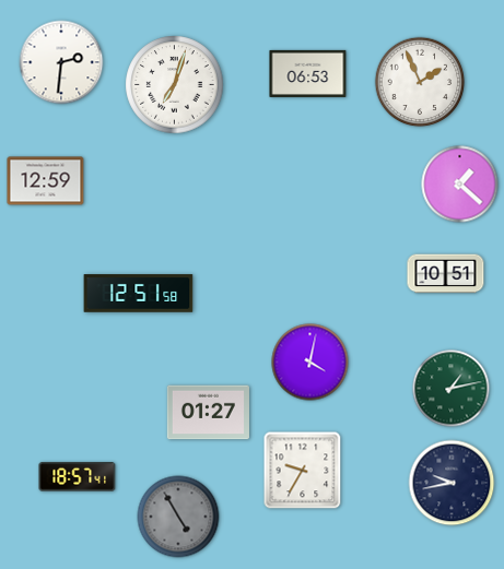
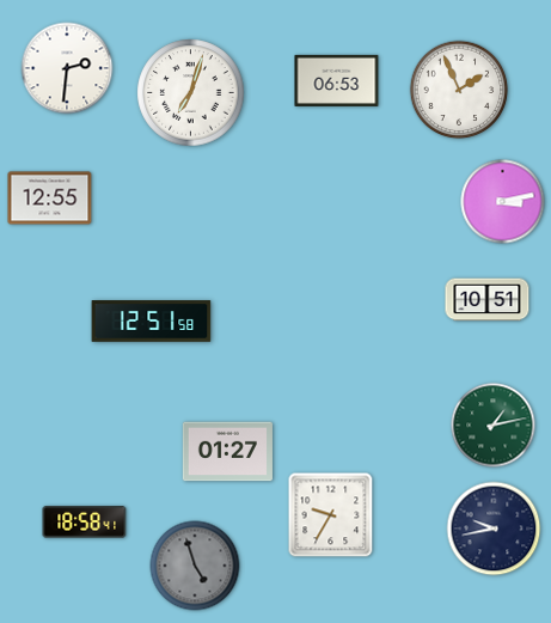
clock at (46, 181): 12:59 -> 12:55
clock at (460, 185): 1:22 -> 3:13
clock at (310, 363): 4:02 -> none
clock at (78, 477): 18:57 -> 18:58
clock at (178, 517): 4:55 -> 4:57
